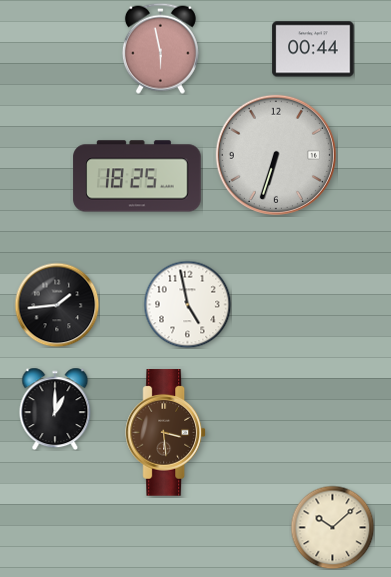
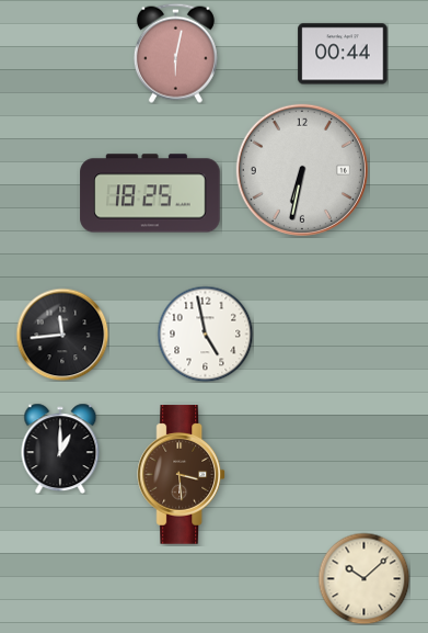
clock at (160, 48): 5:58 -> 6:02
clock at (276, 155): 6:33 -> 6:32
clock at (57, 305): 1:44 -> 11:44
